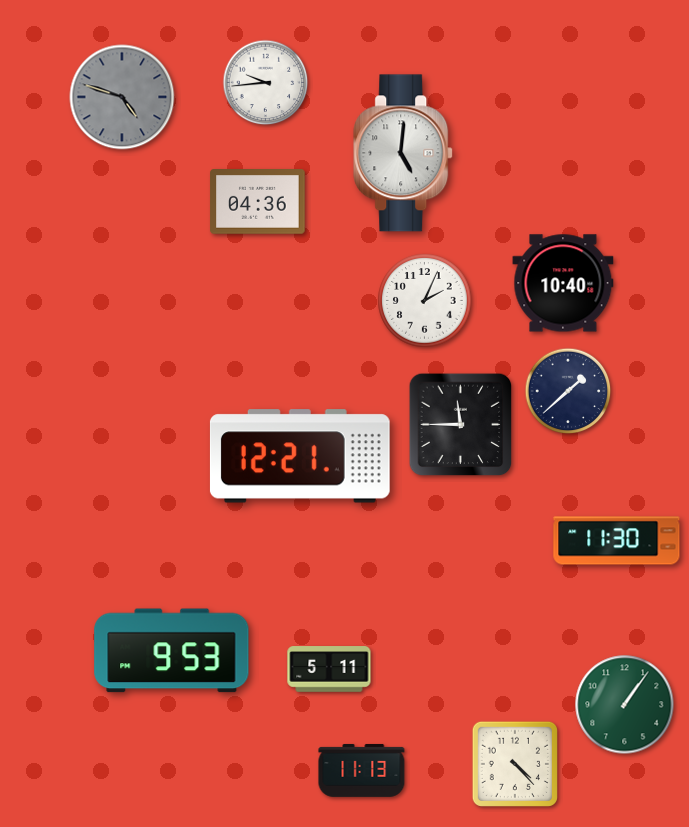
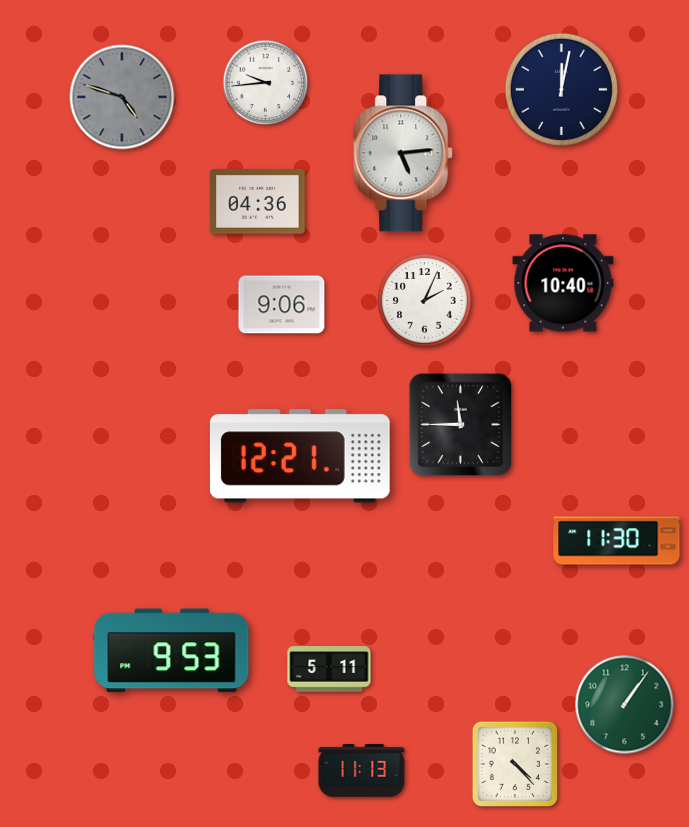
clock at (561, 89): none -> 12:02
clock at (404, 153): 5:01 -> 5:14
clock at (282, 305): none -> 9:06
clock at (568, 391): 1:38 -> none
